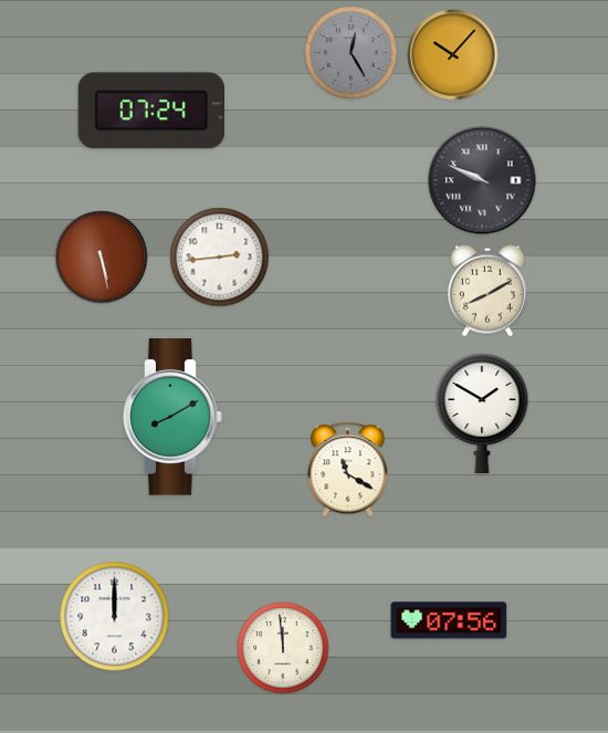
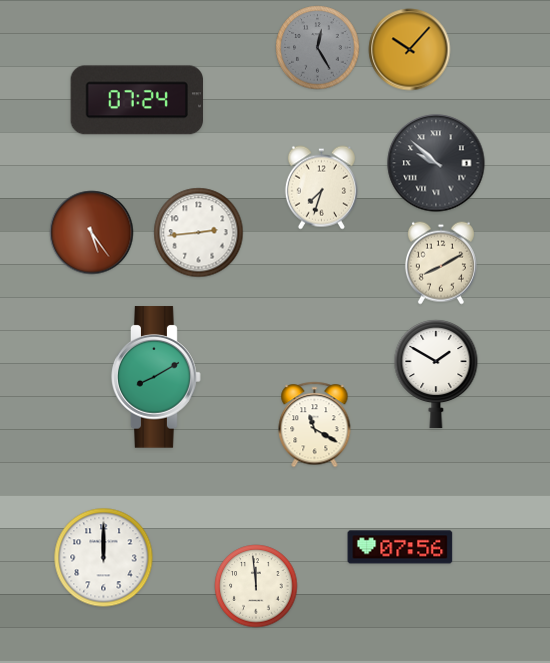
clock at (482, 180): 9:49 -> 9:52
clock at (321, 188): none -> 7:33
clock at (102, 258): 5:28 -> 5:24
clock at (449, 620) position: (449, 620) -> (400, 547)
